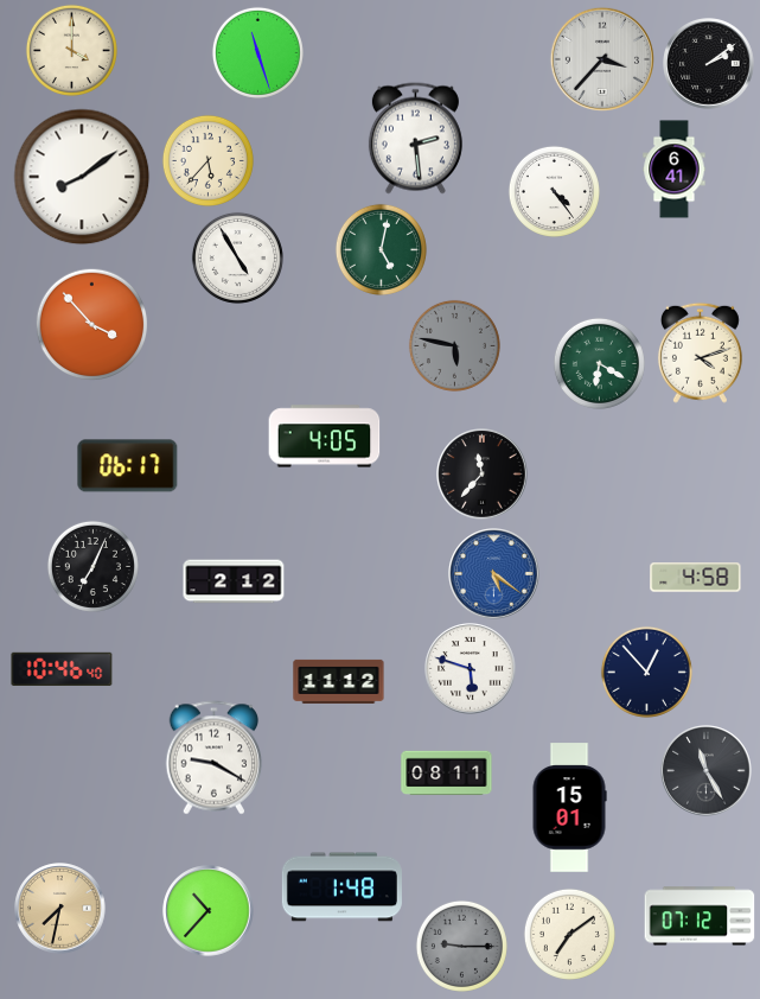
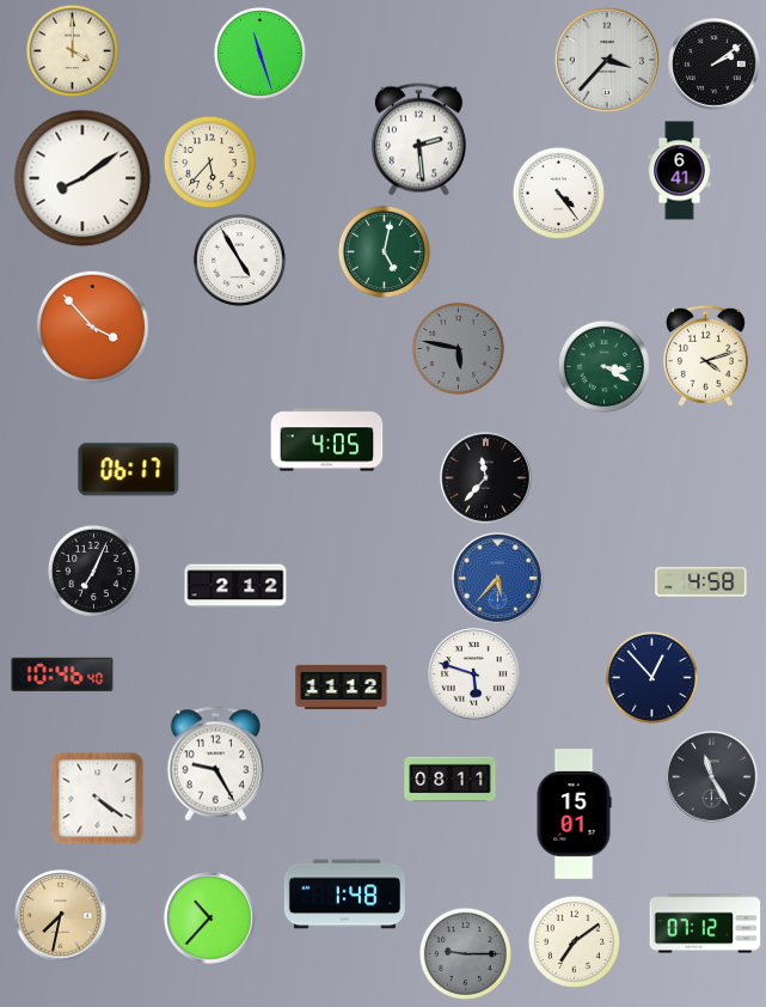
clock at (599, 363): 6:20 -> 3:20
clock at (494, 574): 5:21 -> 5:37
clock at (215, 758): 9:20 -> 9:25
clock at (97, 798): none -> 4:21
